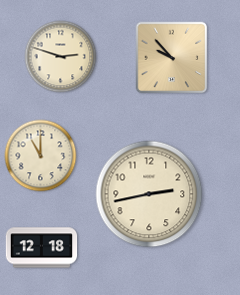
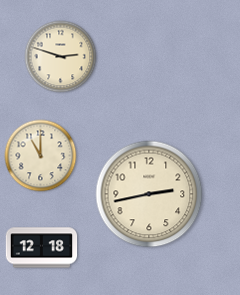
clock at (172, 58): 9:53 -> none
